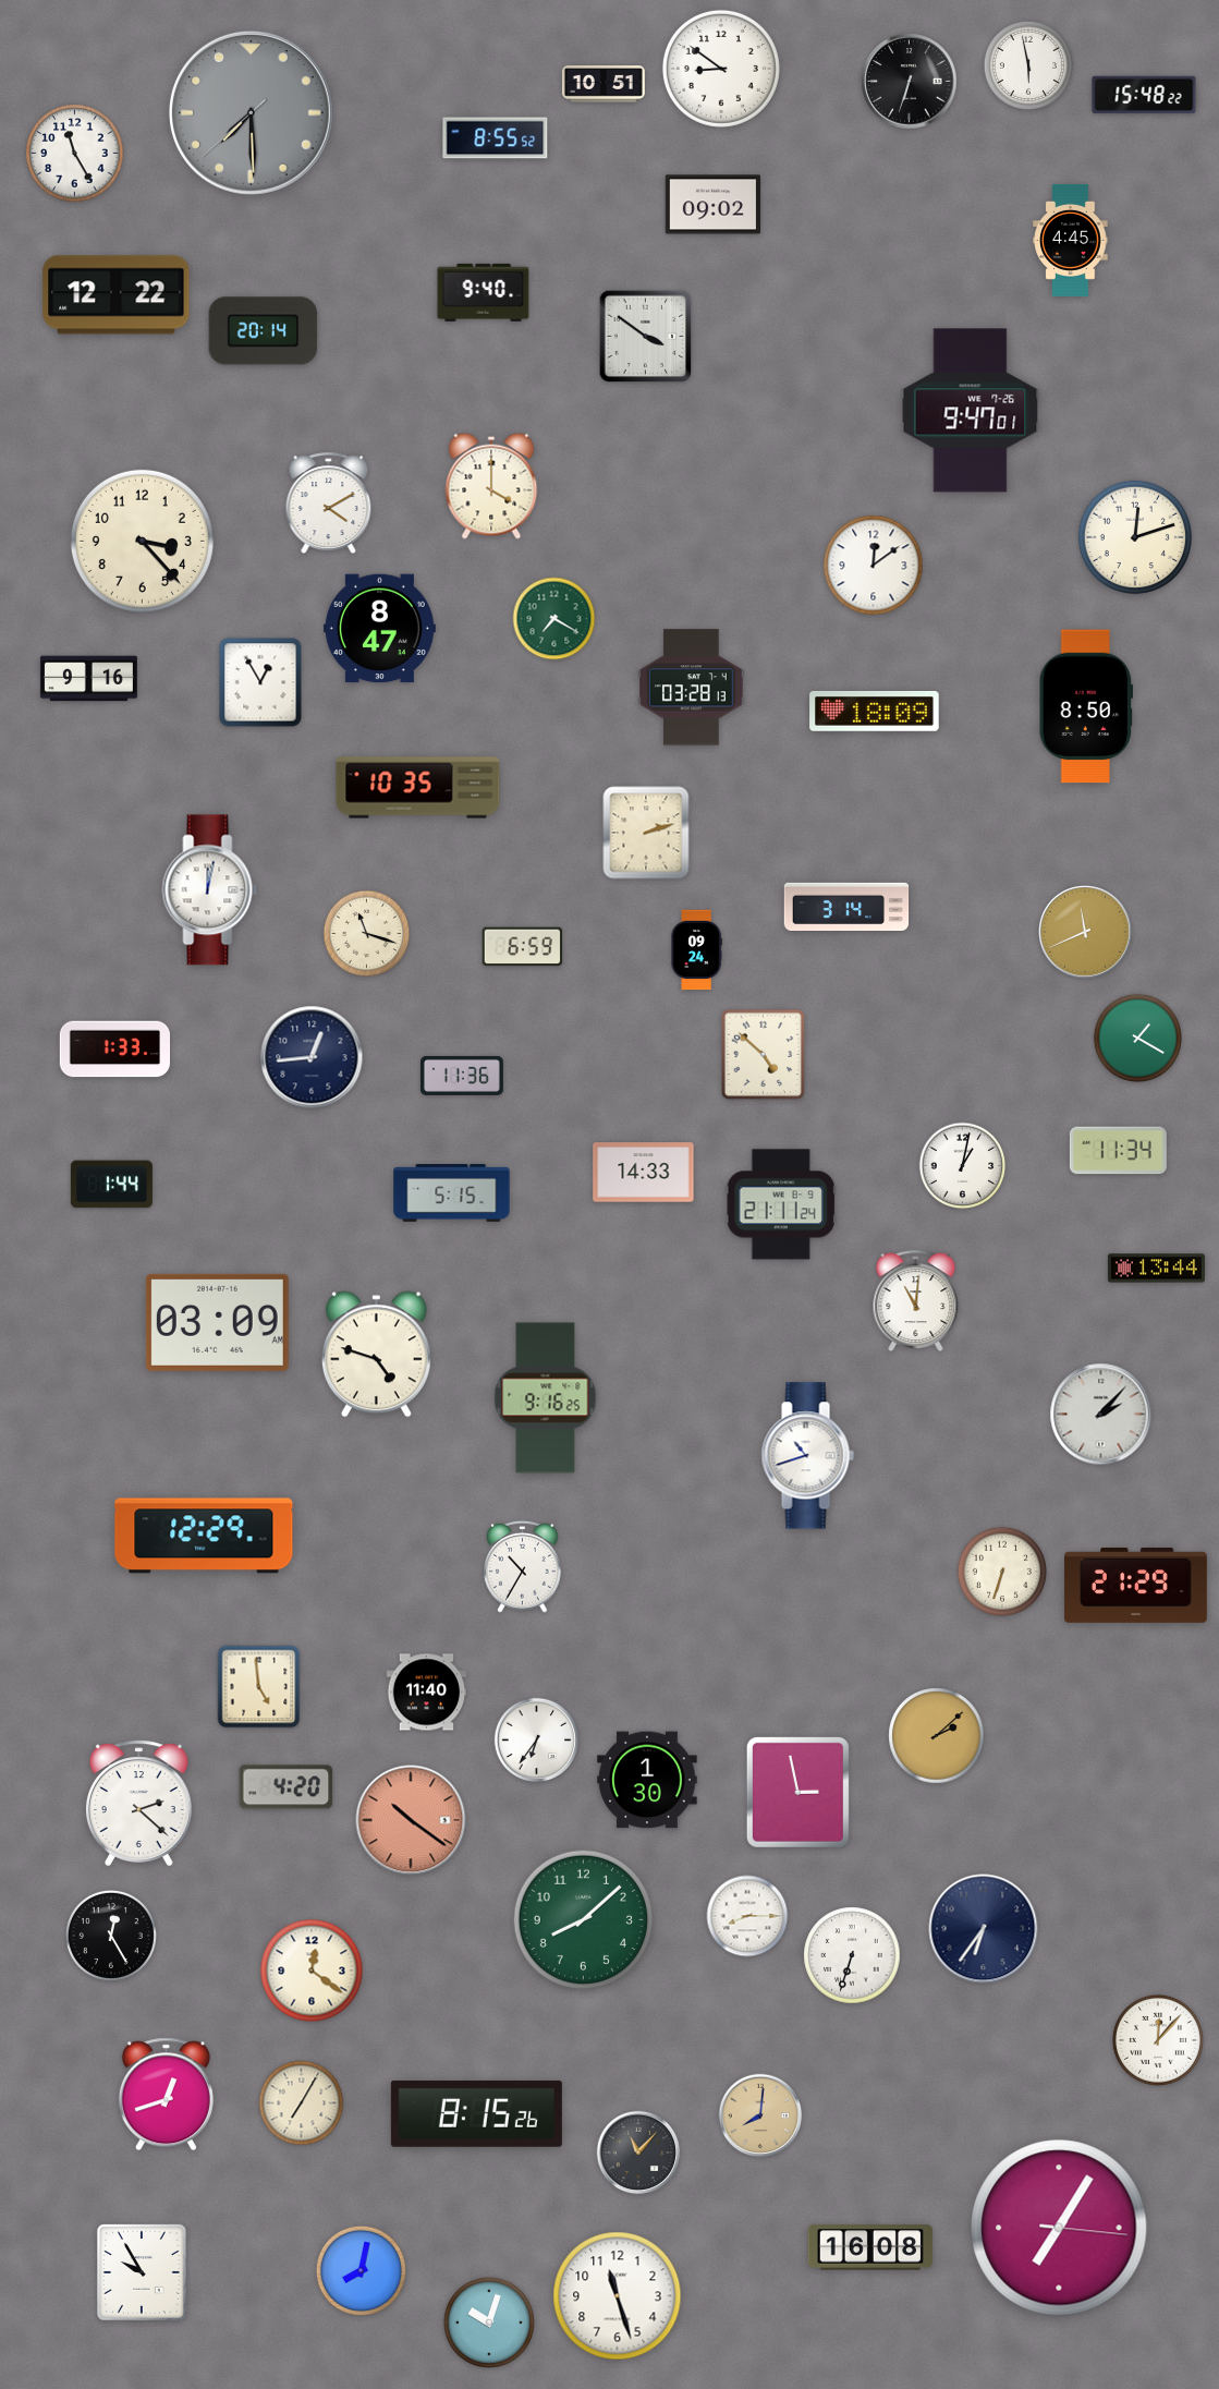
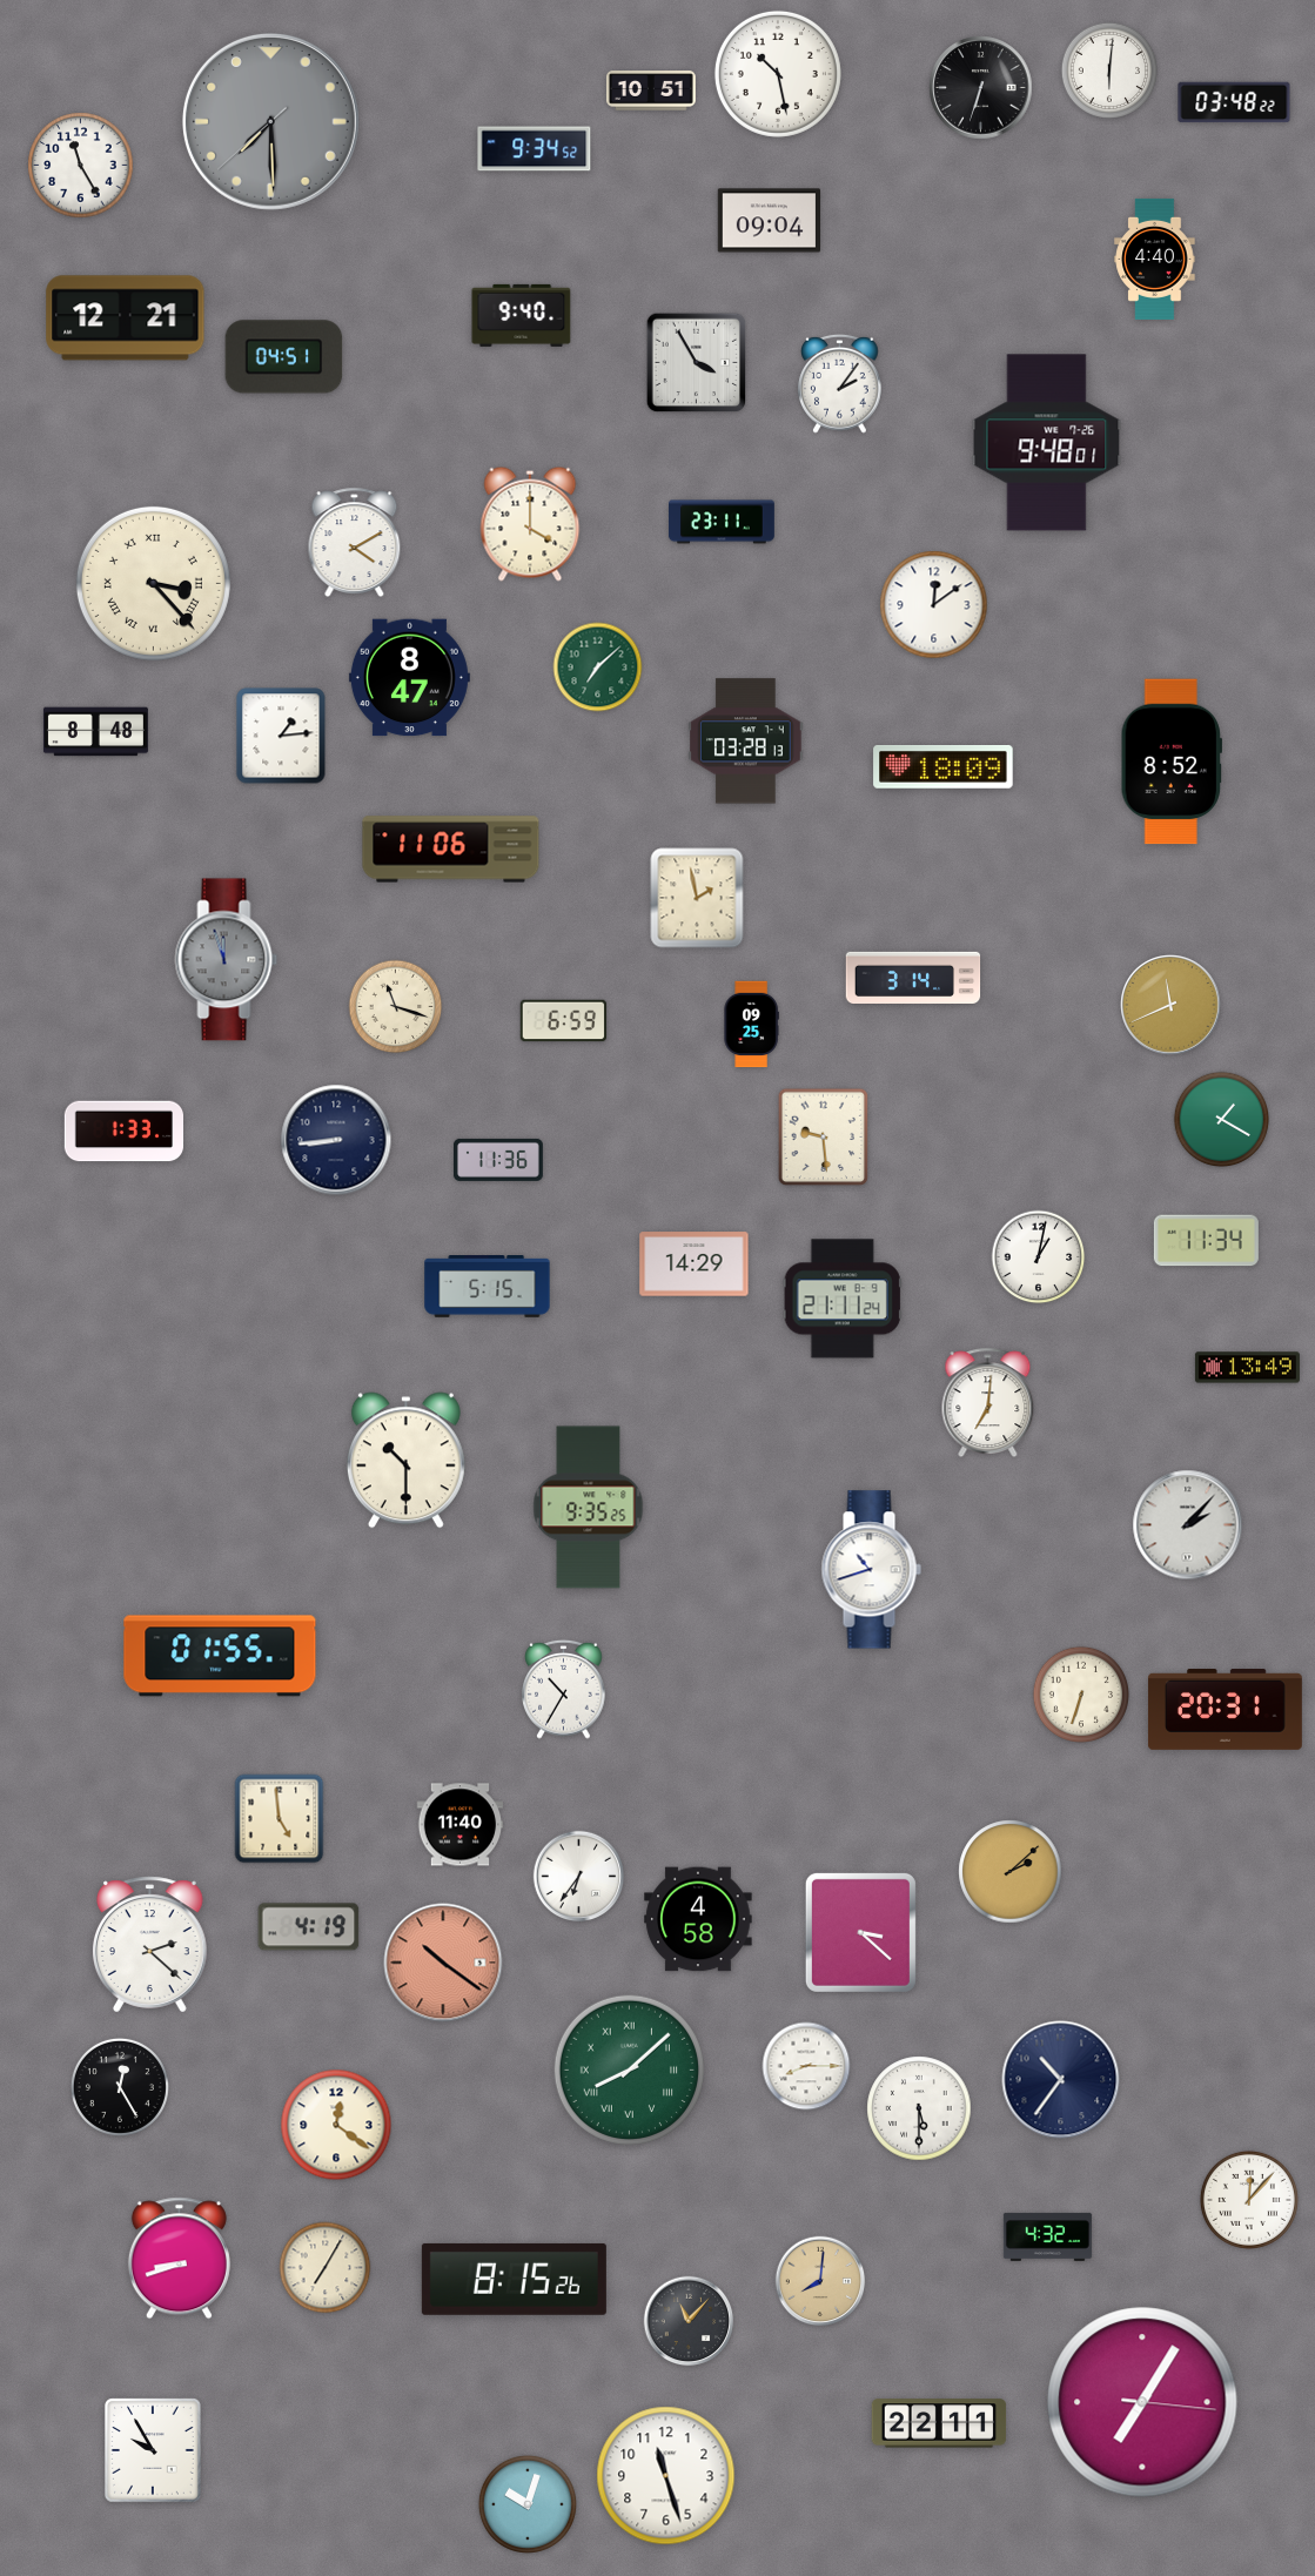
clock at (1027, 64): 5:58 -> 6:01
clock at (721, 69): 8:51 -> 10:28
clock at (1144, 95): 15:48 -> 03:48
clock at (496, 138): 8:55 -> 9:34
clock at (714, 205): 09:02 -> 09:04
clock at (1071, 240): 4:45 -> 4:40
clock at (117, 295): 12:22 -> 12:21
clock at (264, 331): 20:14 -> 04:51
clock at (646, 337): 3:51 -> 3:55
clock at (840, 383): none -> 2:06
clock at (971, 411): 9:47 -> 9:48
clock at (723, 522): none -> 23:11
clock at (1135, 537): 12:12 -> none
clock at (142, 541) numerals: Arabic -> Roman
clock at (874, 566) position: (874, 566) -> (934, 605)
clock at (554, 619): 7:20 -> 7:08
clock at (88, 679): 9:16 -> 8:48
clock at (260, 682): 12:55 -> 1:14
clock at (1085, 706): 8:50 -> 8:52
clock at (418, 788): 10:35 -> 11:06
clock at (646, 833): 2:12 -> 1:58
clock at (210, 890): 12:02 -> 11:57
clock at (210, 890) dial: white -> grey
clock at (696, 950): 09:24 -> 09:25
clock at (1138, 1039) position: (1138, 1039) -> (1222, 1120)
clock at (764, 1055): 4:52 -> 9:29
clock at (312, 1057): 12:44 -> 8:44
clock at (644, 1173): 14:33 -> 14:29
clock at (111, 1185): 1:44 -> none
clock at (1156, 1269): 13:44 -> 13:49
clock at (916, 1300): 11:01 -> 7:01
clock at (217, 1322): 03:09 -> none
clock at (376, 1355): 4:48 -> 10:30
clock at (546, 1398): 9:16 -> 9:35
clock at (204, 1536): 12:29 -> 01:55
clock at (1135, 1586): 21:29 -> 20:31
clock at (647, 1780): 1:30 -> 4:58
clock at (287, 1787): 4:20 -> 4:19
clock at (797, 1792): 2:58 -> 3:22
clock at (583, 1919) numerals: Arabic -> Roman
clock at (984, 1929): 6:36 -> 10:36
clock at (852, 1955): 6:33 -> 5:30
clock at (1047, 2236): none -> 4:32
clock at (166, 2095): 12:42 -> 8:42
clock at (870, 2247): 16:08 -> 22:11
clock at (361, 2270): 8:02 -> none
